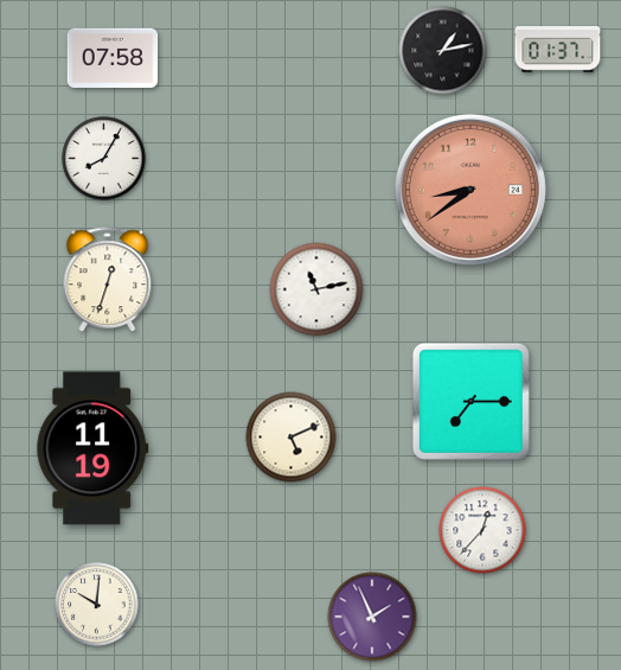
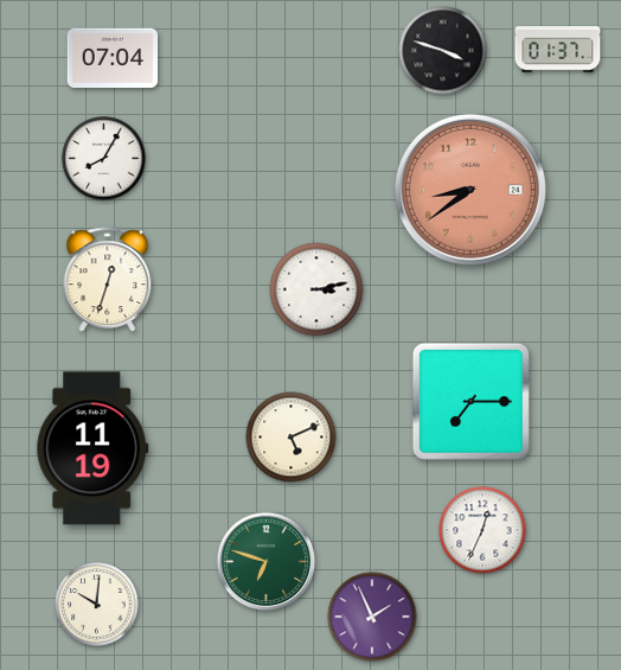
clock at (443, 51): 1:13 -> 3:48
clock at (113, 58): 07:58 -> 07:04
clock at (316, 289): 11:13 -> 3:13
clock at (482, 530): 12:37 -> 12:34
clock at (267, 562): none -> 6:48
